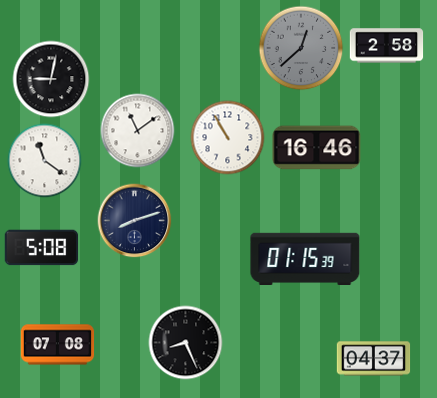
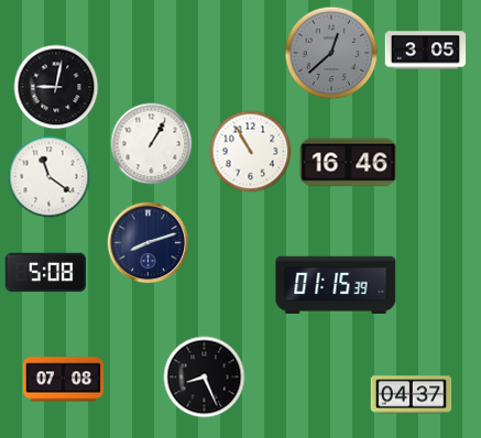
clock at (387, 46): 2:58 -> 3:05
clock at (138, 131): 11:09 -> 1:05
